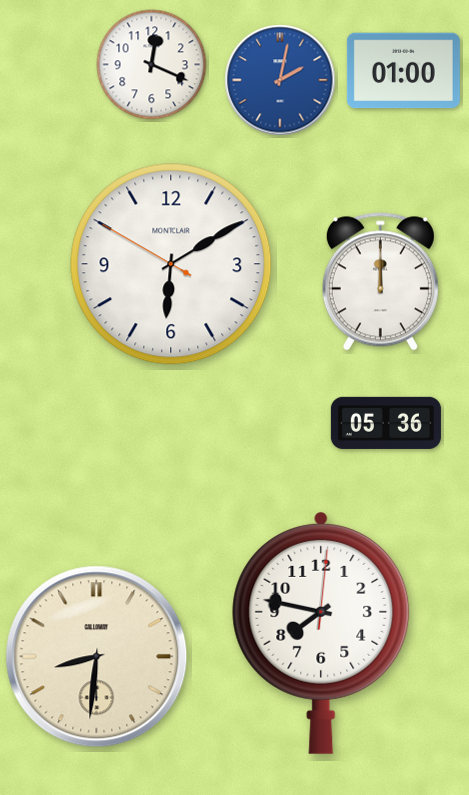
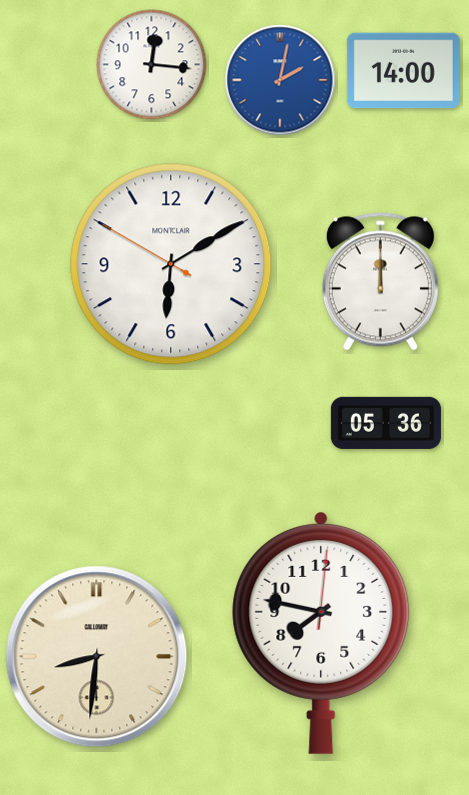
clock at (152, 65): 12:19 -> 12:16
clock at (403, 71): 01:00 -> 14:00
